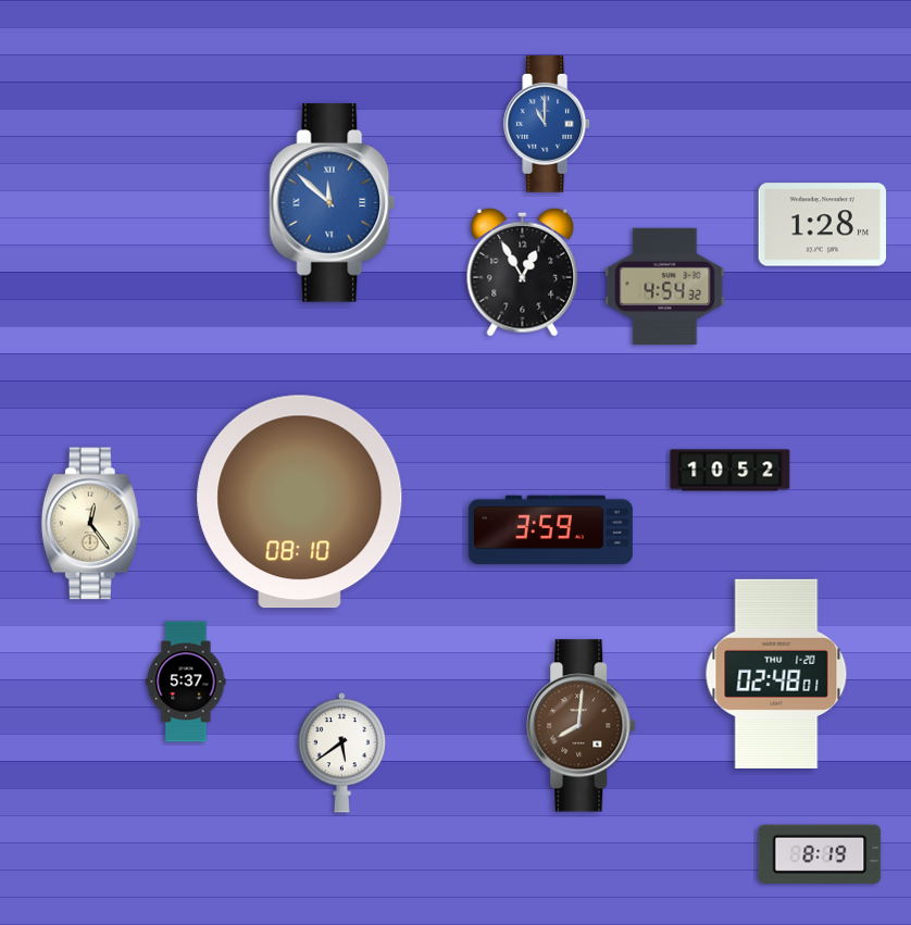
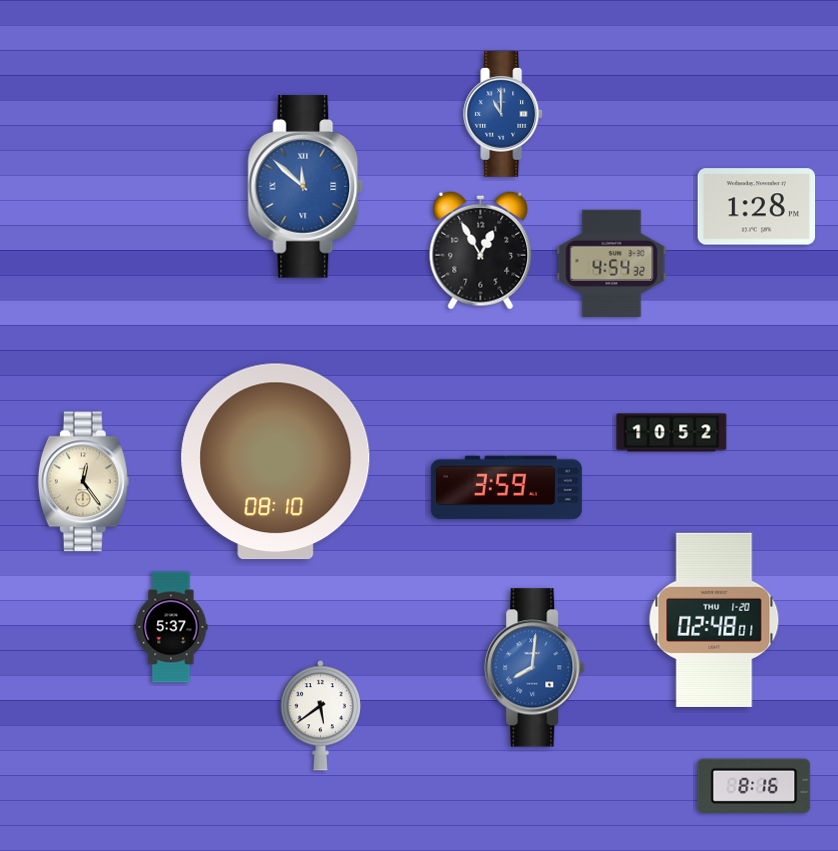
clock at (582, 726) dial: brown -> blue
clock at (341, 753) position: (341, 753) -> (320, 716)
clock at (820, 854): 8:19 -> 8:16
